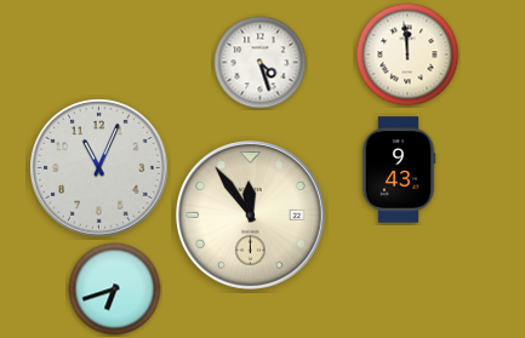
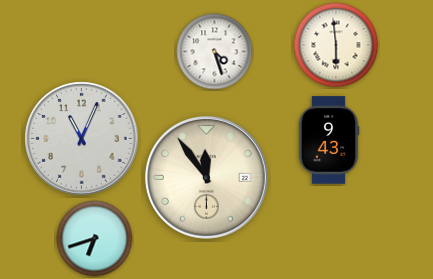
clock at (407, 55): 11:59 -> 5:59
